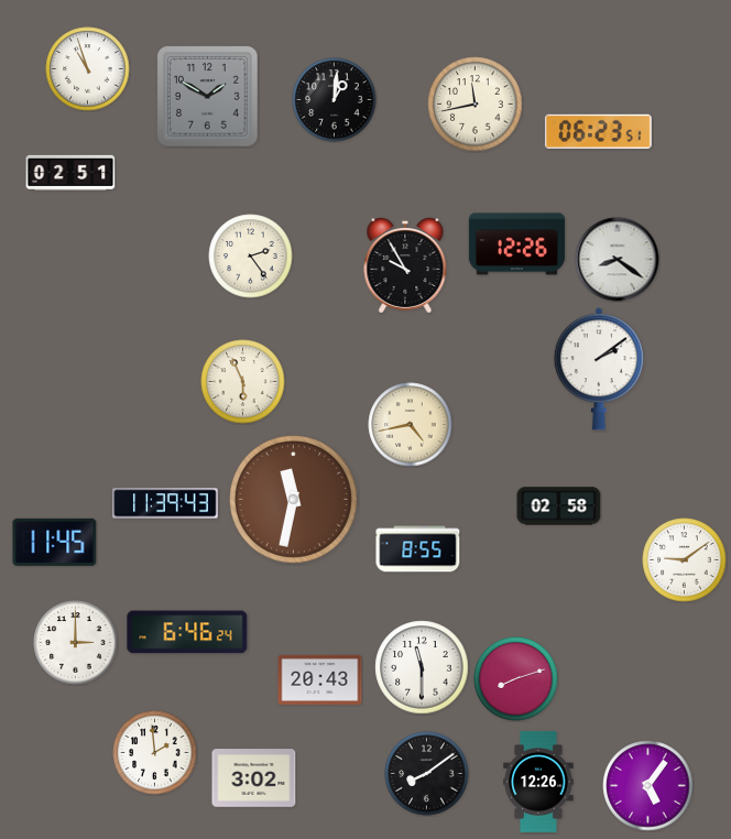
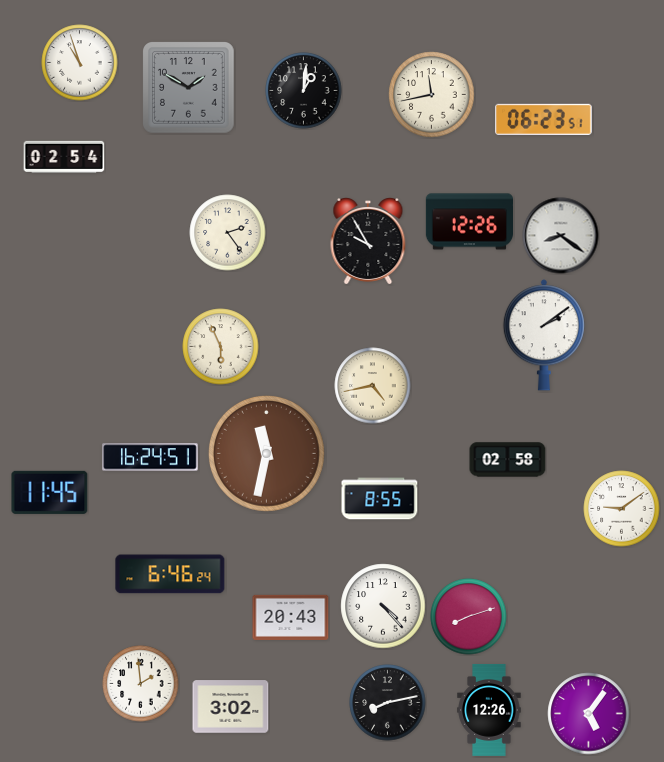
clock at (70, 172): 02:51 -> 02:54
clock at (165, 503): 11:39 -> 16:24
clock at (76, 643): 3:00 -> none
clock at (422, 667): 11:30 -> 4:23
clock at (427, 774): 8:09 -> 8:13
